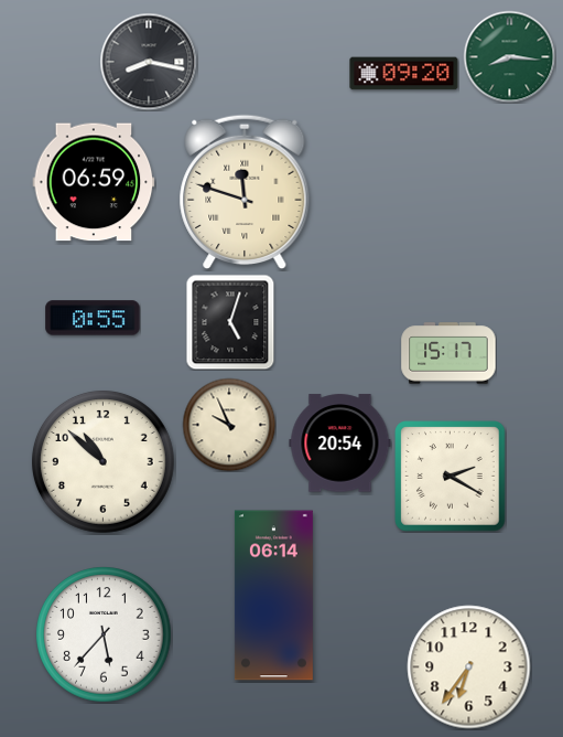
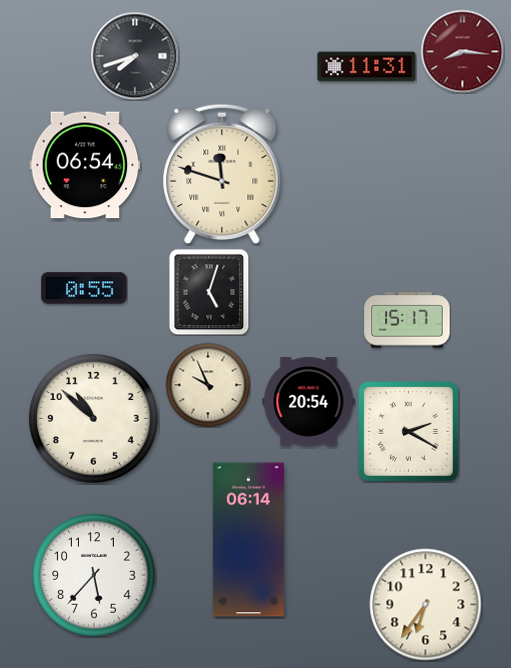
clock at (509, 56) dial: green -> burgundy
clock at (149, 62): 8:17 -> 7:42
clock at (404, 74): 09:20 -> 11:31
clock at (94, 182): 06:59 -> 06:54
